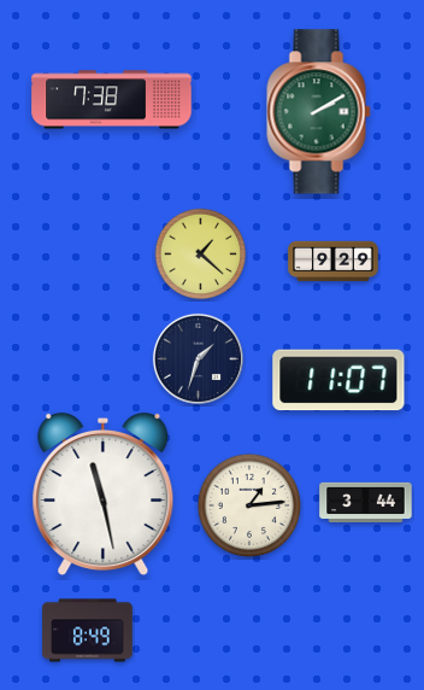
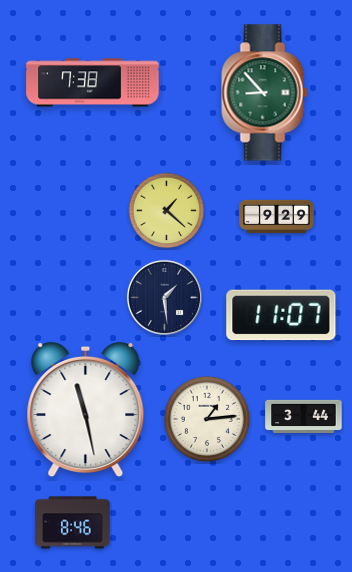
clock at (319, 112): 2:10 -> 8:53
clock at (198, 358): 1:33 -> 1:29
clock at (88, 631): 8:49 -> 8:46
